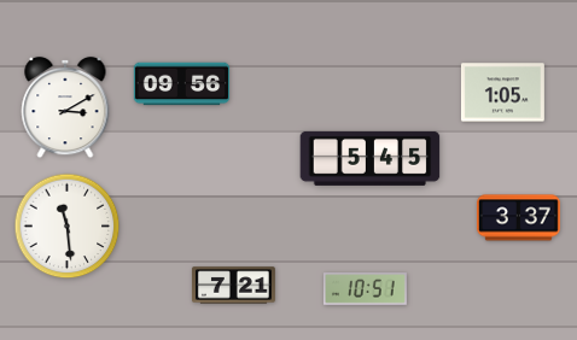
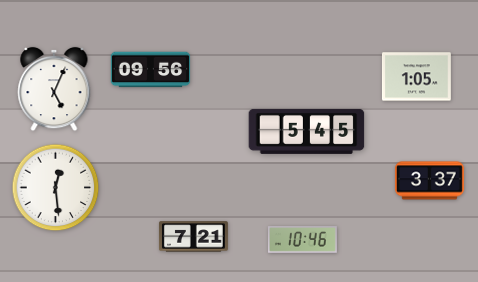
clock at (65, 107): 3:10 -> 5:04
clock at (68, 227): 11:29 -> 12:29
clock at (365, 289): 10:51 -> 10:46
